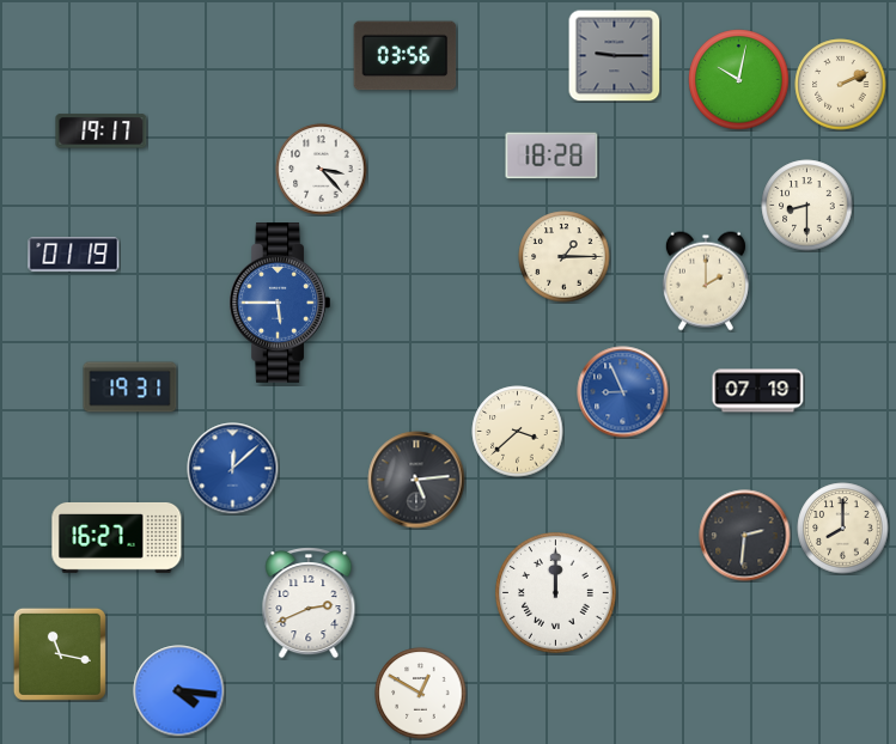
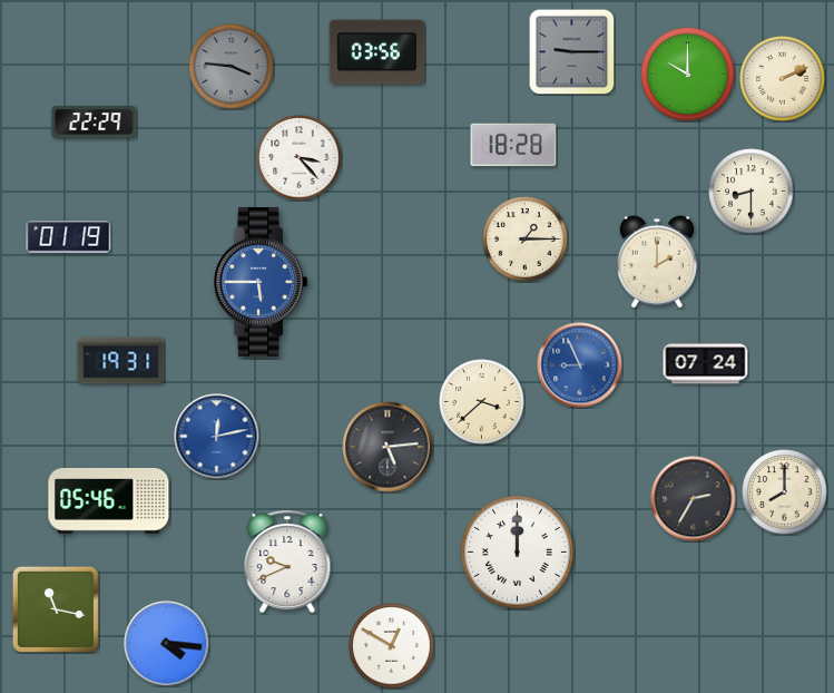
clock at (232, 67): none -> 3:46
clock at (739, 80): 10:02 -> 10:00
clock at (102, 132): 19:17 -> 22:29
clock at (758, 391): 07:19 -> 07:24
clock at (233, 469): 12:08 -> 12:13
clock at (745, 536): 2:31 -> 2:35
clock at (117, 537): 16:27 -> 05:46
clock at (309, 603): 2:41 -> 9:41
